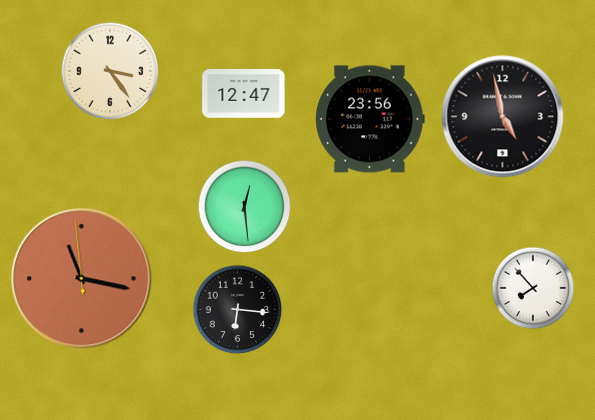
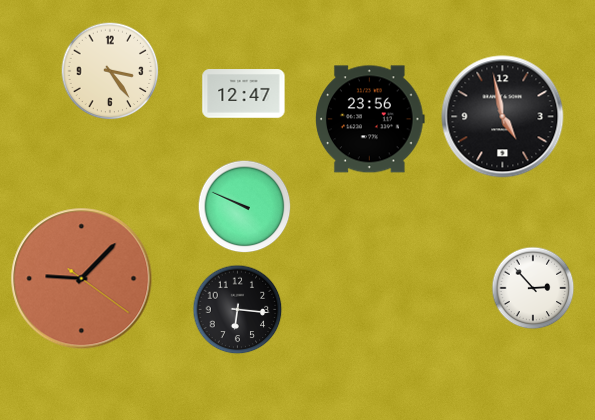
clock at (245, 207): 12:29 -> 9:49
clock at (82, 279): 11:16 -> 9:07
clock at (533, 288): 7:53 -> 2:53
